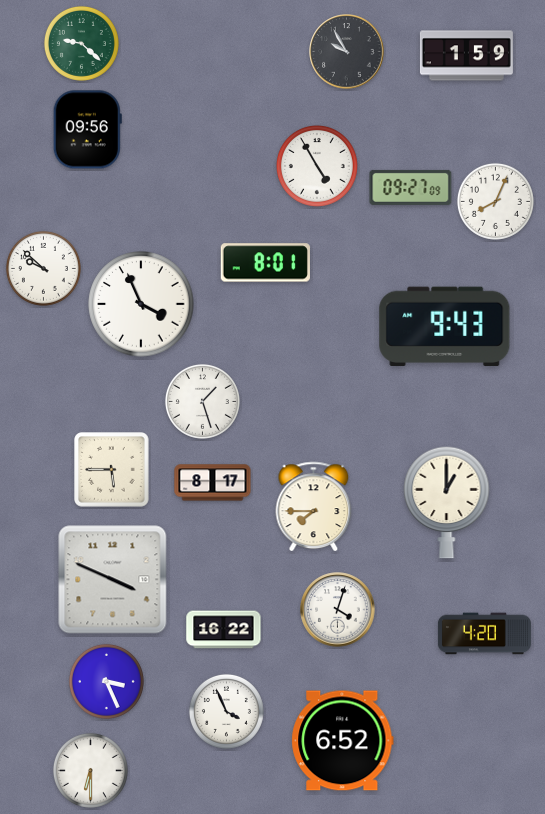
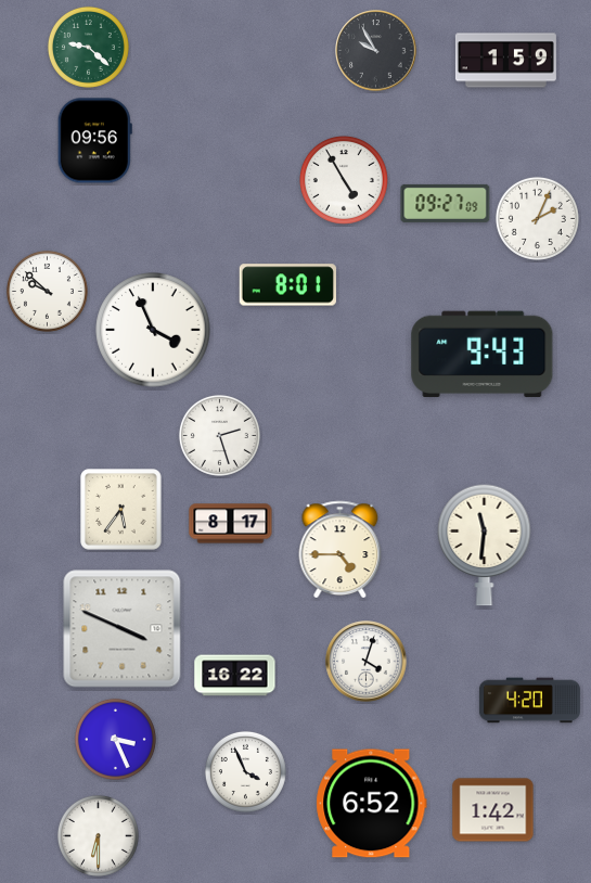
clock at (347, 52) position: (347, 52) -> (376, 51)
clock at (495, 201): 8:04 -> 2:04
clock at (202, 401): 1:27 -> 2:27
clock at (112, 470): 5:45 -> 5:36
clock at (447, 502): 1:00 -> 11:31
clock at (314, 507): 7:45 -> 4:45
clock at (224, 630) position: (224, 630) -> (235, 676)
clock at (484, 634) position: (484, 634) -> (529, 701)
clock at (493, 810): none -> 1:42
